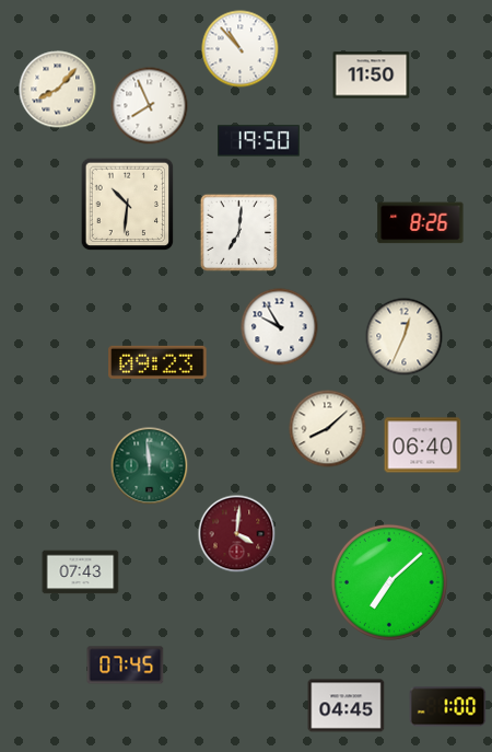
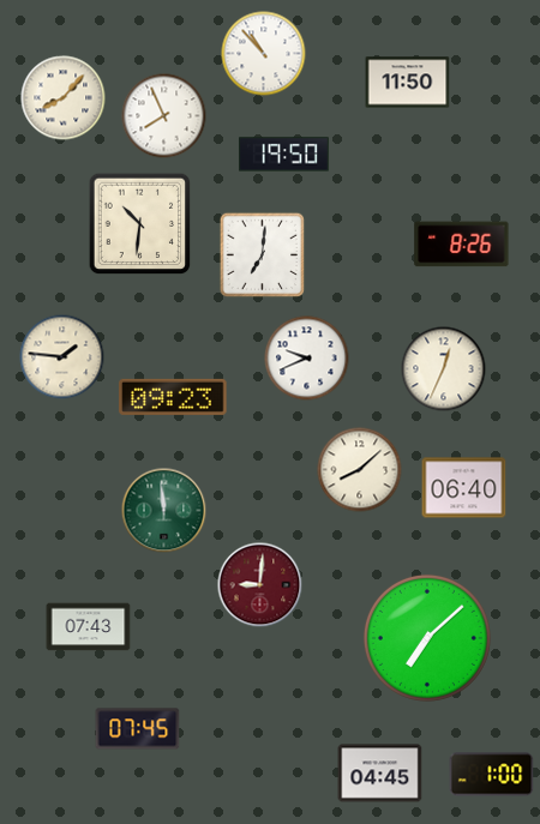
clock at (62, 357): none -> 1:46
clock at (280, 327): 9:55 -> 9:41
clock at (237, 534): 4:01 -> 9:01
